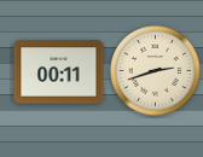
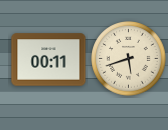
clock at (156, 71): 2:42 -> 5:42
